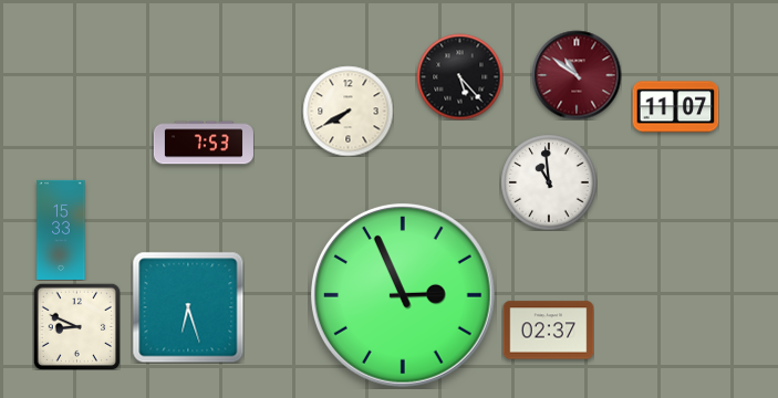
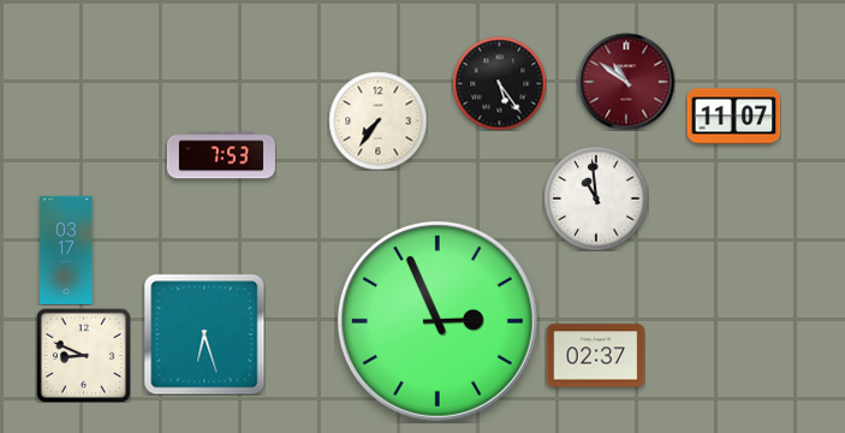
clock at (459, 76): 5:23 -> 5:24
clock at (347, 111): 7:40 -> 7:36
clock at (61, 230): 15:33 -> 03:17
clock at (548, 331) position: (548, 331) -> (595, 356)
